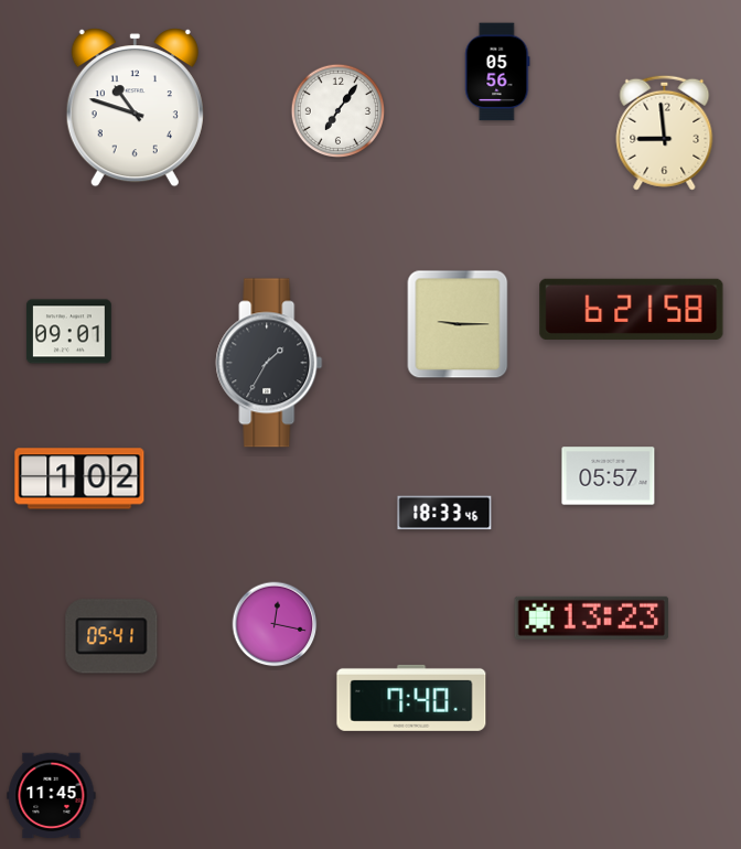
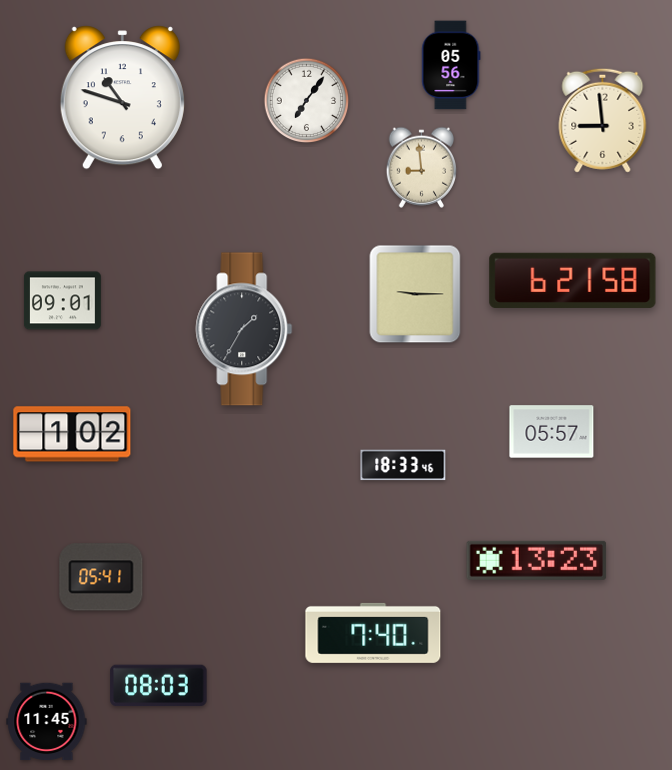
clock at (422, 167): none -> 8:59
clock at (275, 624): 12:17 -> none
clock at (159, 686): none -> 08:03
